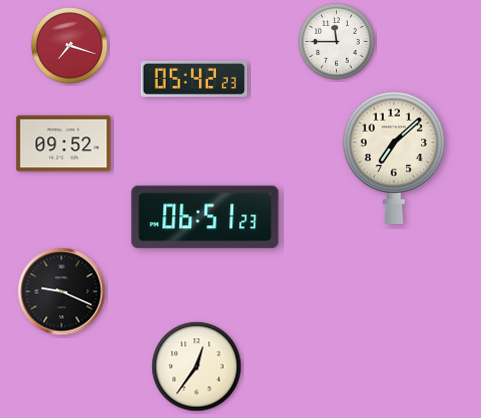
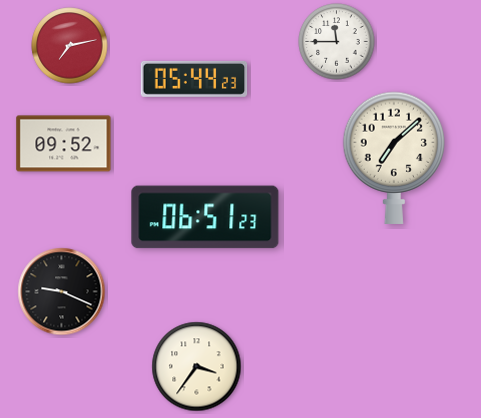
clock at (70, 46): 7:18 -> 7:13
clock at (194, 79): 05:42 -> 05:44
clock at (197, 367): 12:36 -> 3:36
